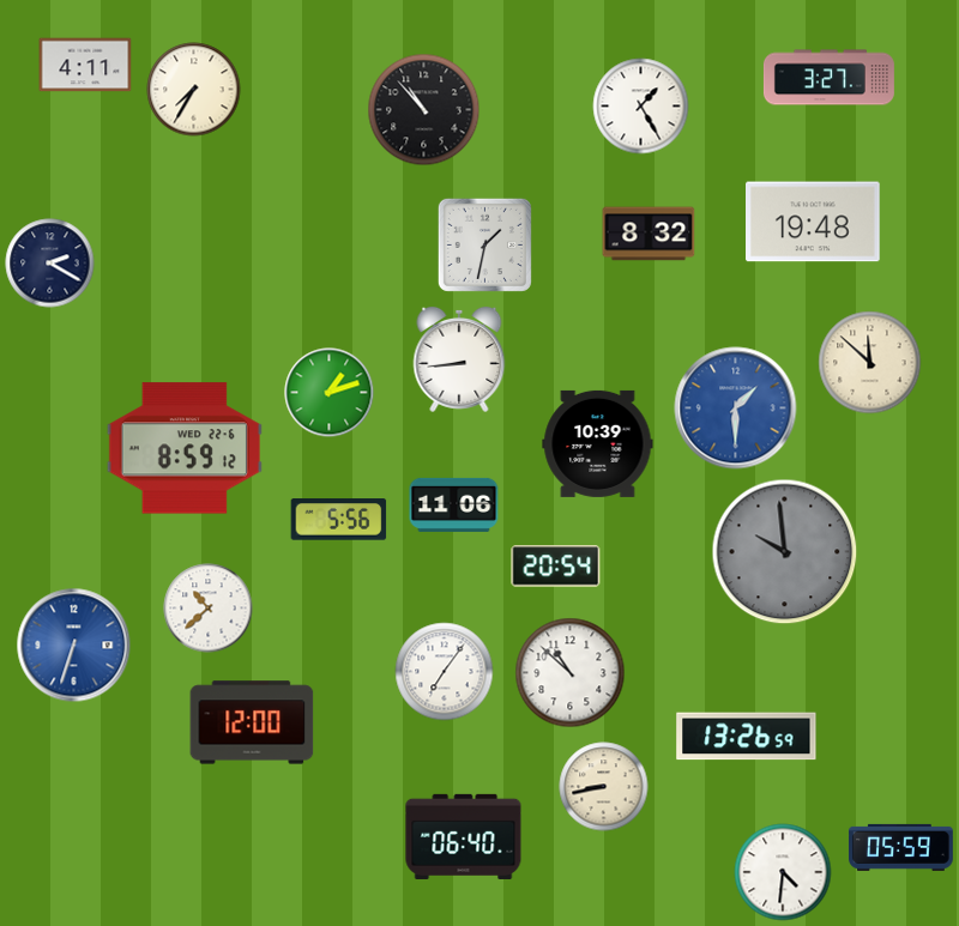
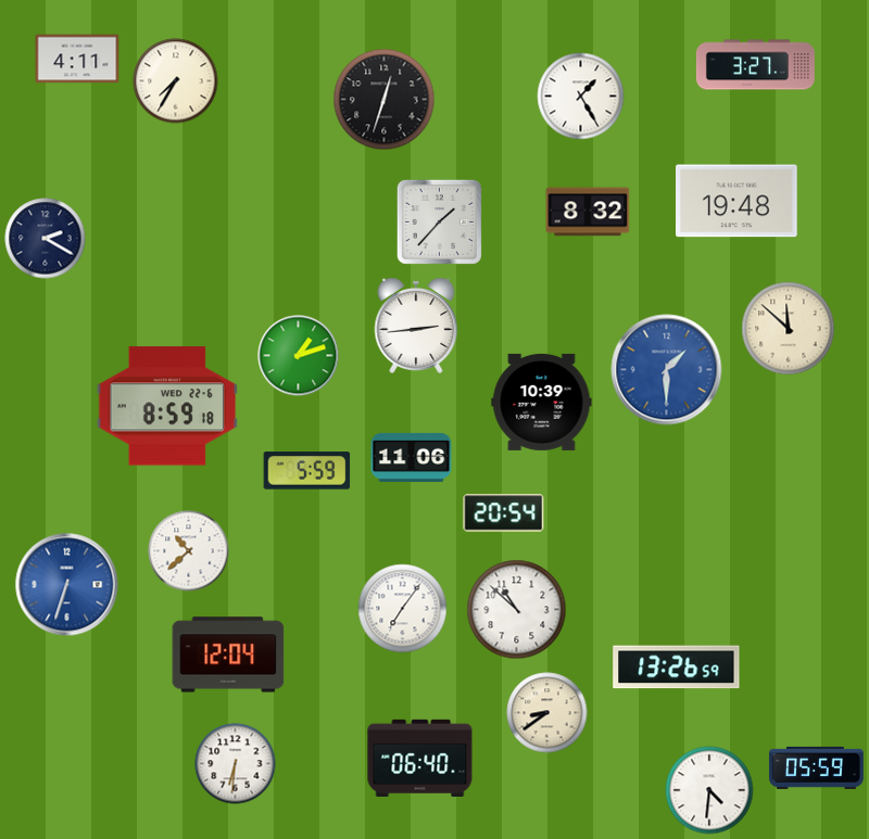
clock at (828, 78) position: (828, 78) -> (755, 65)
clock at (424, 110): 10:53 -> 12:33
clock at (484, 244): 1:32 -> 1:37
clock at (459, 359): 8:44 -> 2:44
clock at (185, 448): 8:59:12 -> 8:59:18
clock at (339, 520): 5:56 -> 5:59
clock at (785, 552): 9:59 -> none
clock at (252, 722): 12:00 -> 12:04
clock at (604, 787): 8:43 -> 8:39
clock at (236, 764): none -> 6:31
